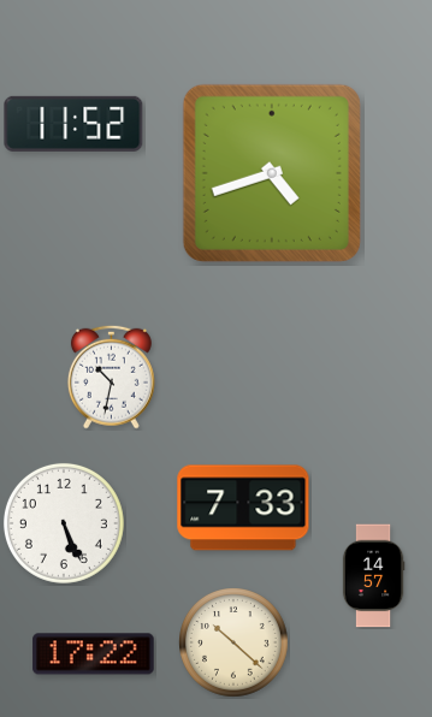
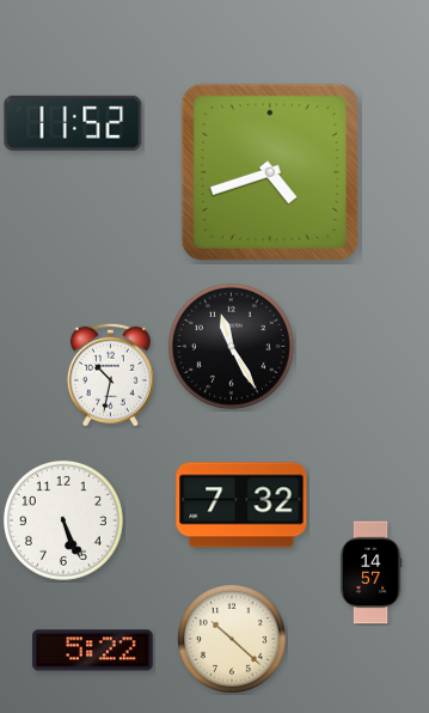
clock at (231, 346): none -> 11:25
clock at (243, 508): 7:33 -> 7:32
clock at (94, 654): 17:22 -> 5:22
